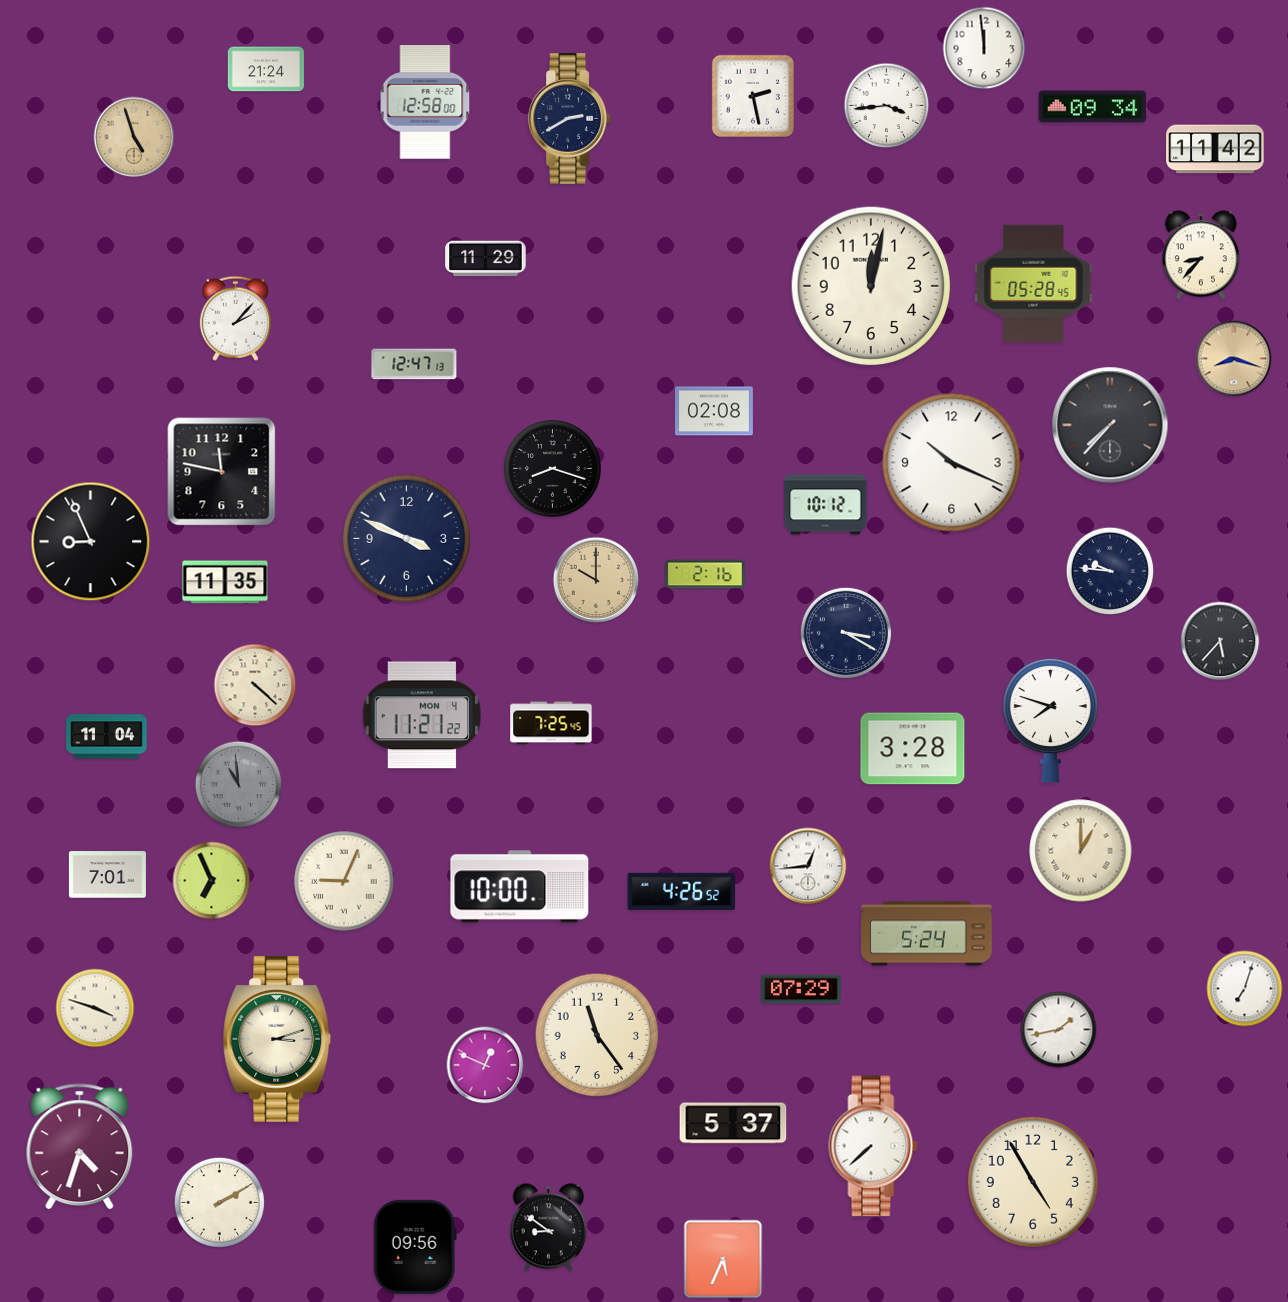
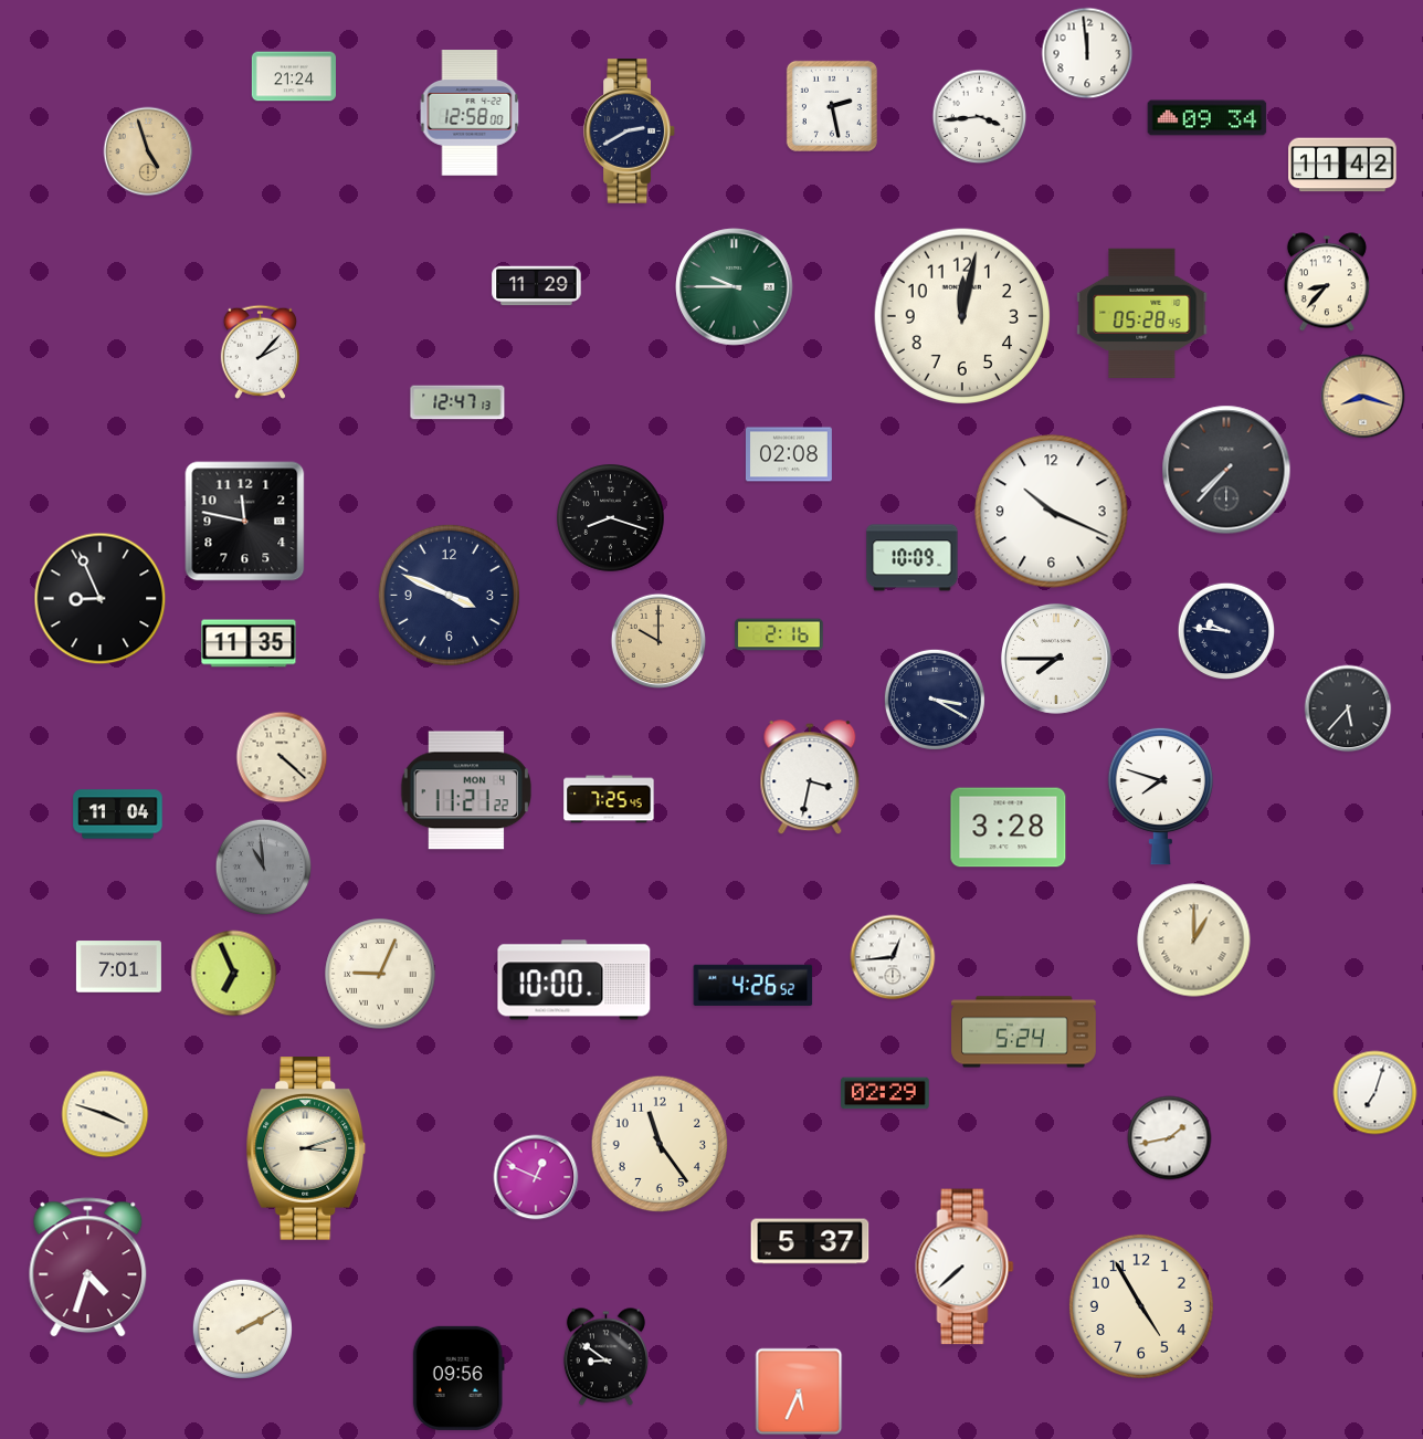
clock at (735, 287): none -> 9:45
clock at (826, 505): 10:12 -> 10:09
clock at (1056, 659): none -> 7:45
clock at (810, 778): none -> 3:32
clock at (801, 989): 07:29 -> 02:29
